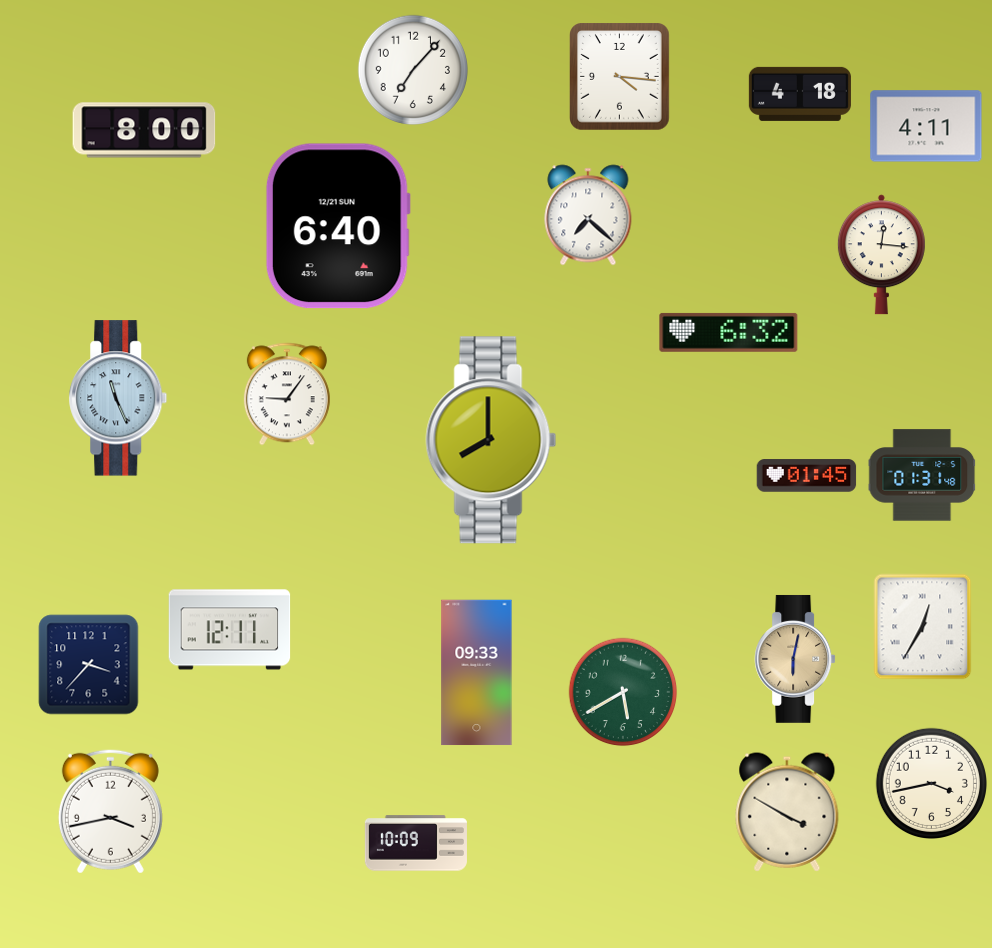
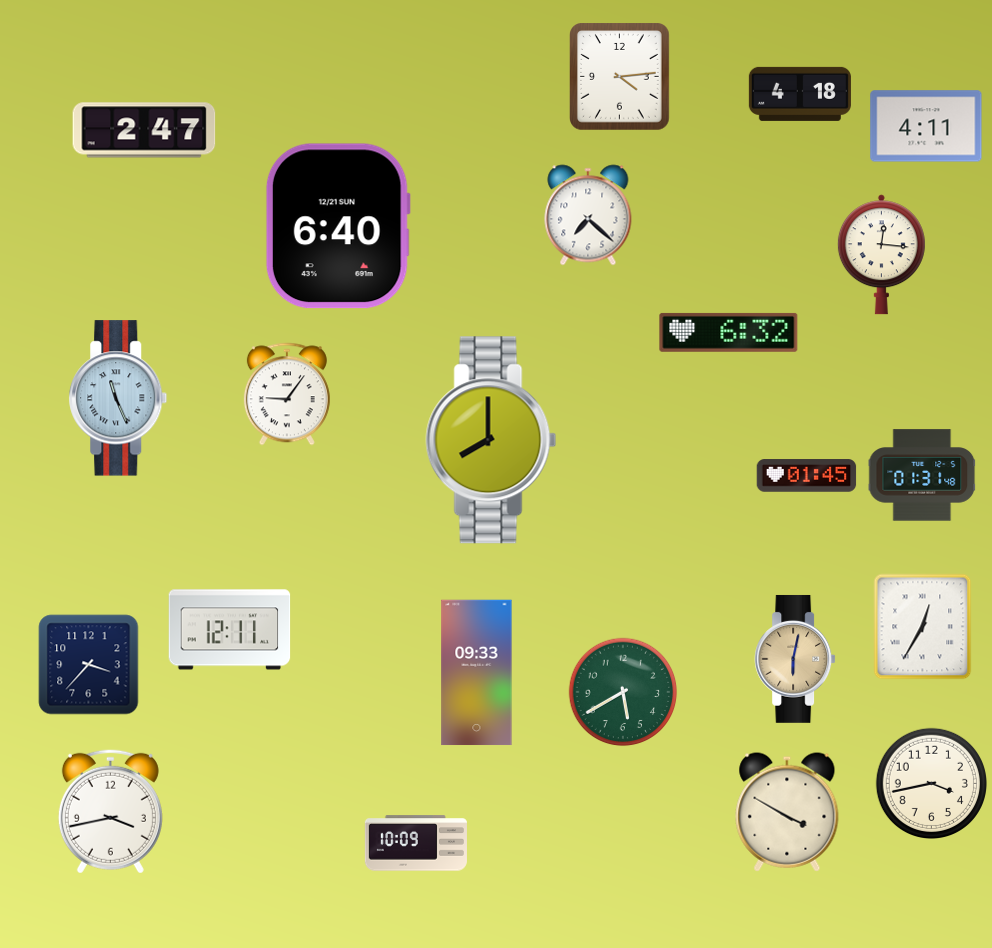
clock at (412, 69): 7:07 -> none
clock at (620, 77): 4:16 -> 4:14
clock at (144, 130): 8:00 -> 2:47
